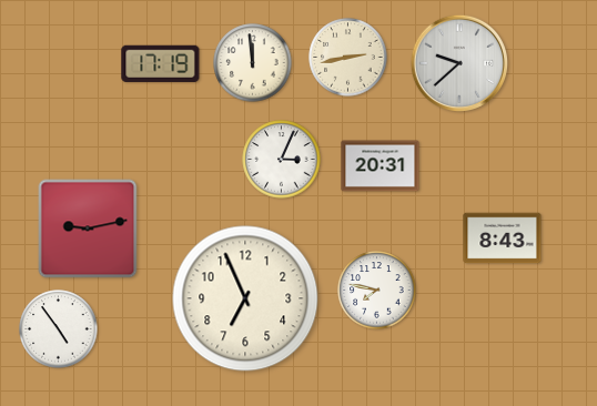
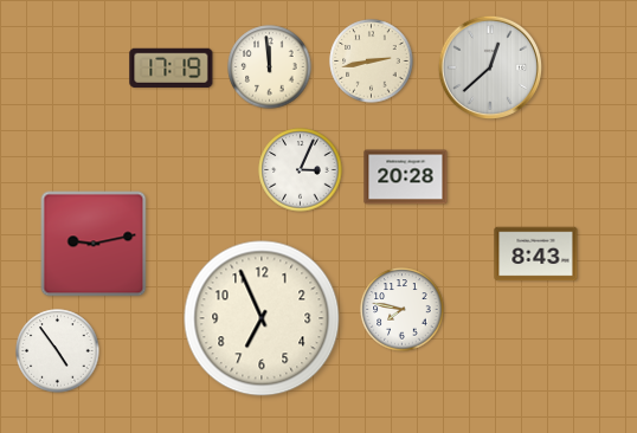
clock at (458, 62): 9:38 -> 12:38
clock at (381, 166): 20:31 -> 20:28
clock at (59, 329) position: (59, 329) -> (58, 351)
